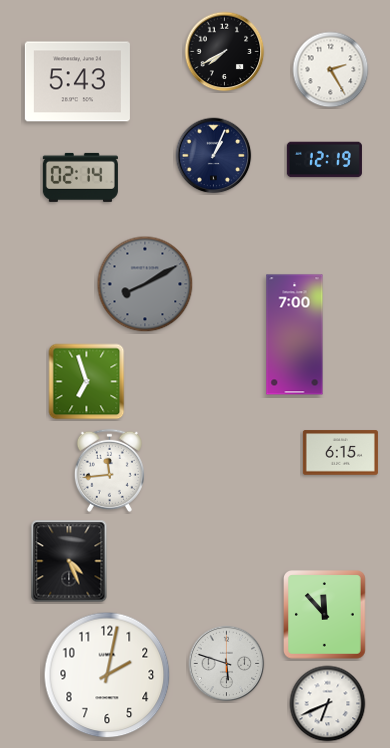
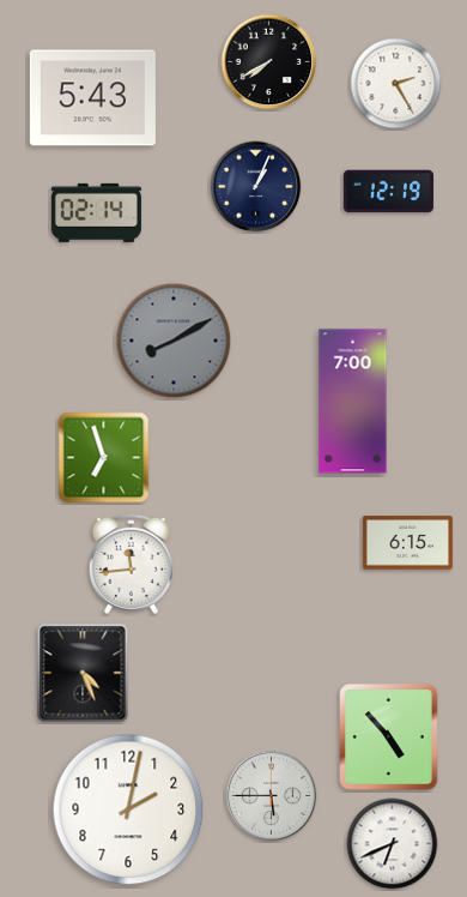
clock at (325, 615): 11:53 -> 4:53
clock at (227, 664): 5:48 -> 5:45
